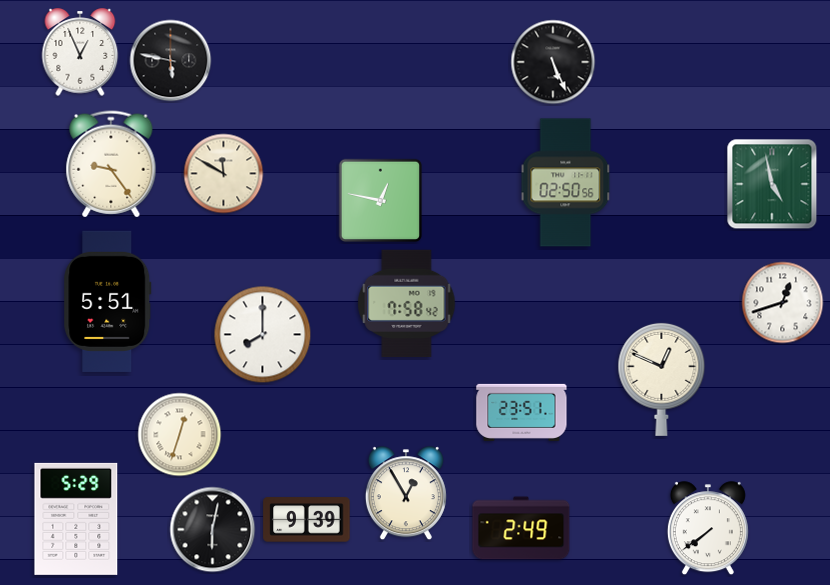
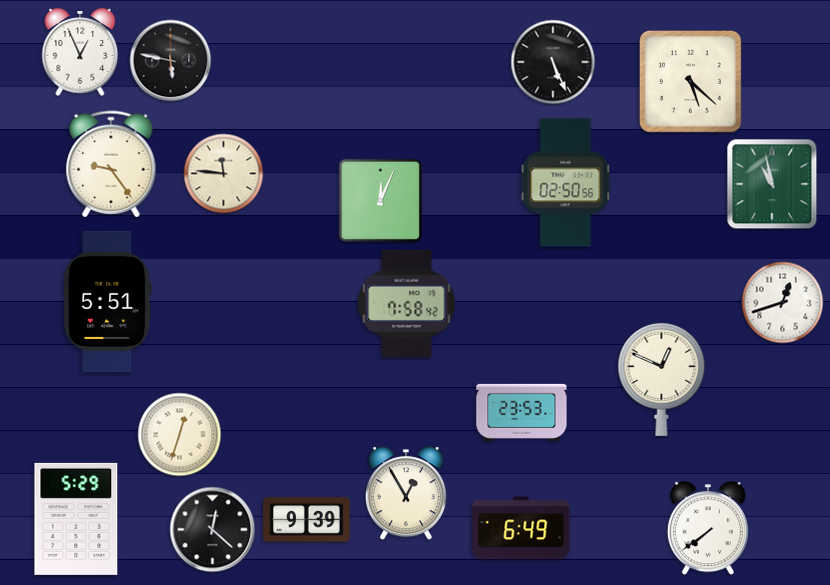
clock at (690, 81): none -> 5:22
clock at (224, 174): 11:50 -> 11:46
clock at (772, 184): 4:58 -> 10:58
clock at (381, 201): 12:47 -> 12:04
clock at (263, 335): 8:00 -> none
clock at (522, 412): 23:51 -> 23:53
clock at (521, 528): 2:49 -> 6:49
clock at (213, 530): 6:02 -> 12:22
